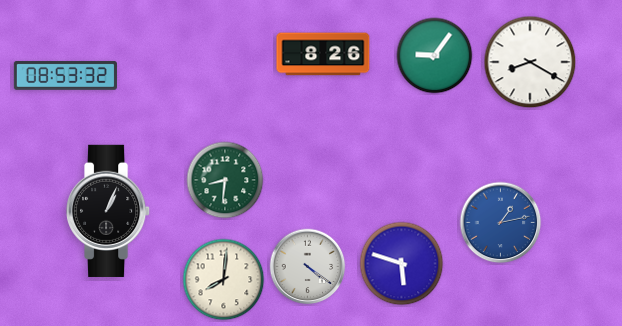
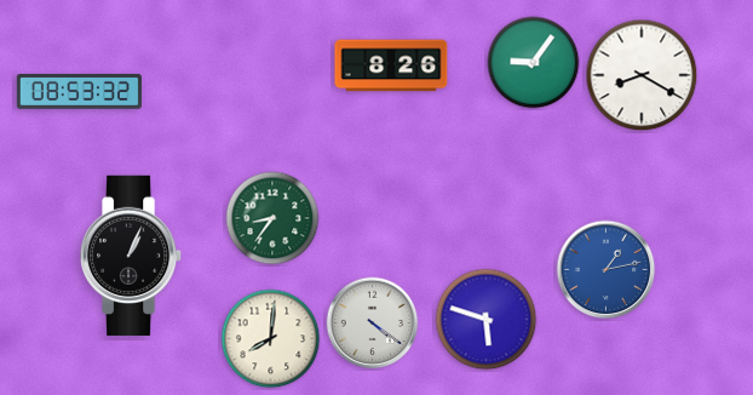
clock at (435, 56) position: (435, 56) -> (534, 63)
clock at (225, 180): 8:31 -> 8:36
